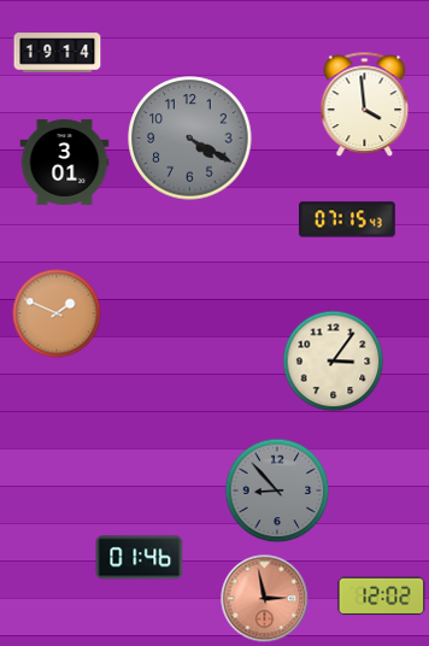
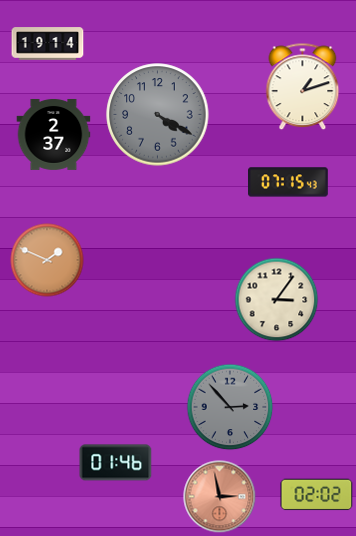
clock at (365, 105): 3:59 -> 1:12
clock at (65, 161): 3:01 -> 2:37
clock at (277, 491): 8:53 -> 2:53
clock at (382, 597): 12:02 -> 02:02
